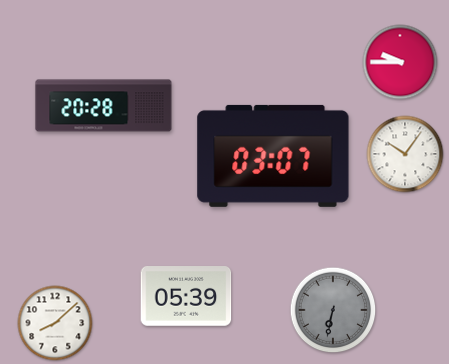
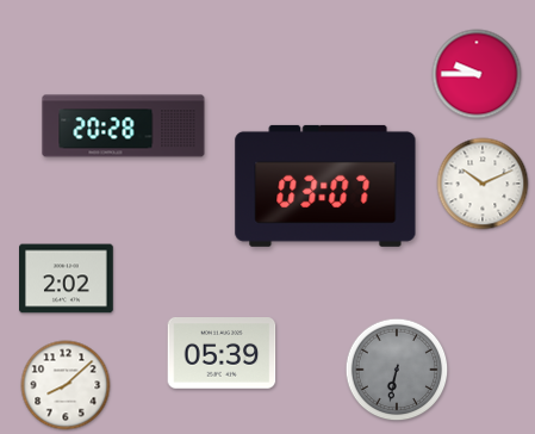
clock at (405, 154): 10:06 -> 10:11
clock at (67, 279): none -> 2:02
